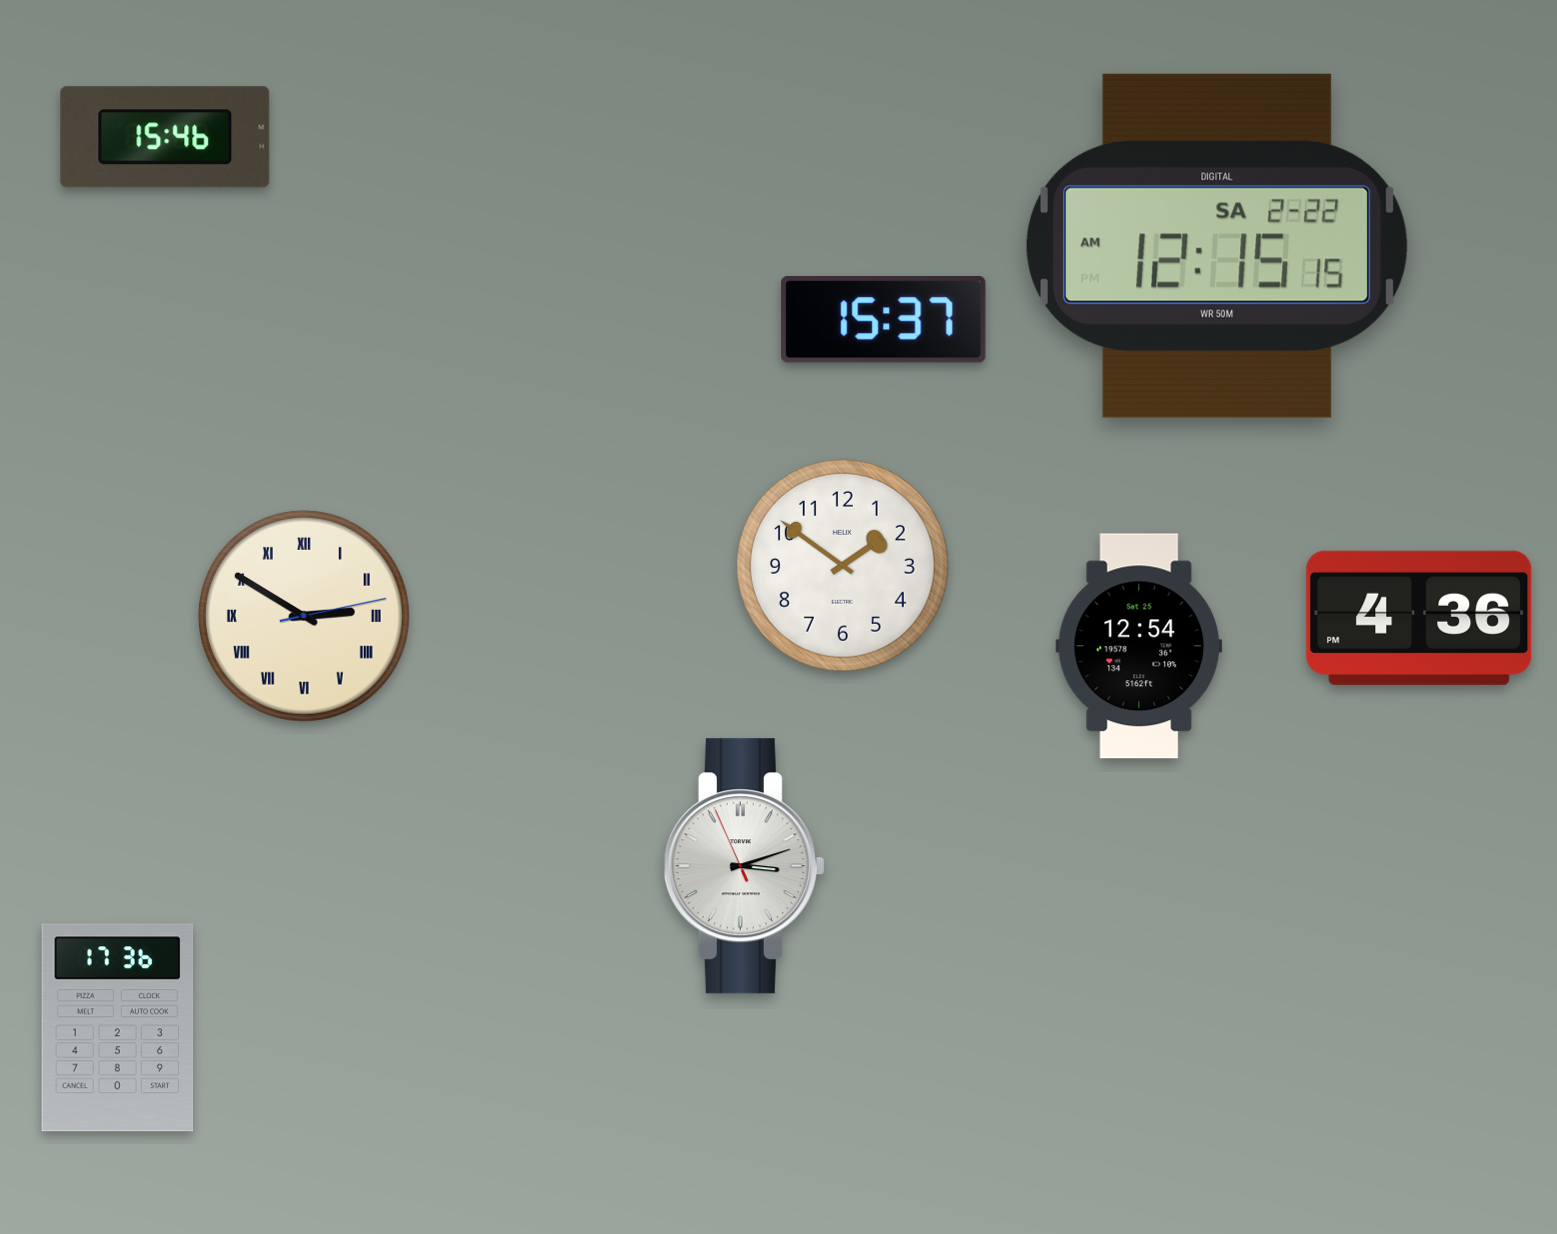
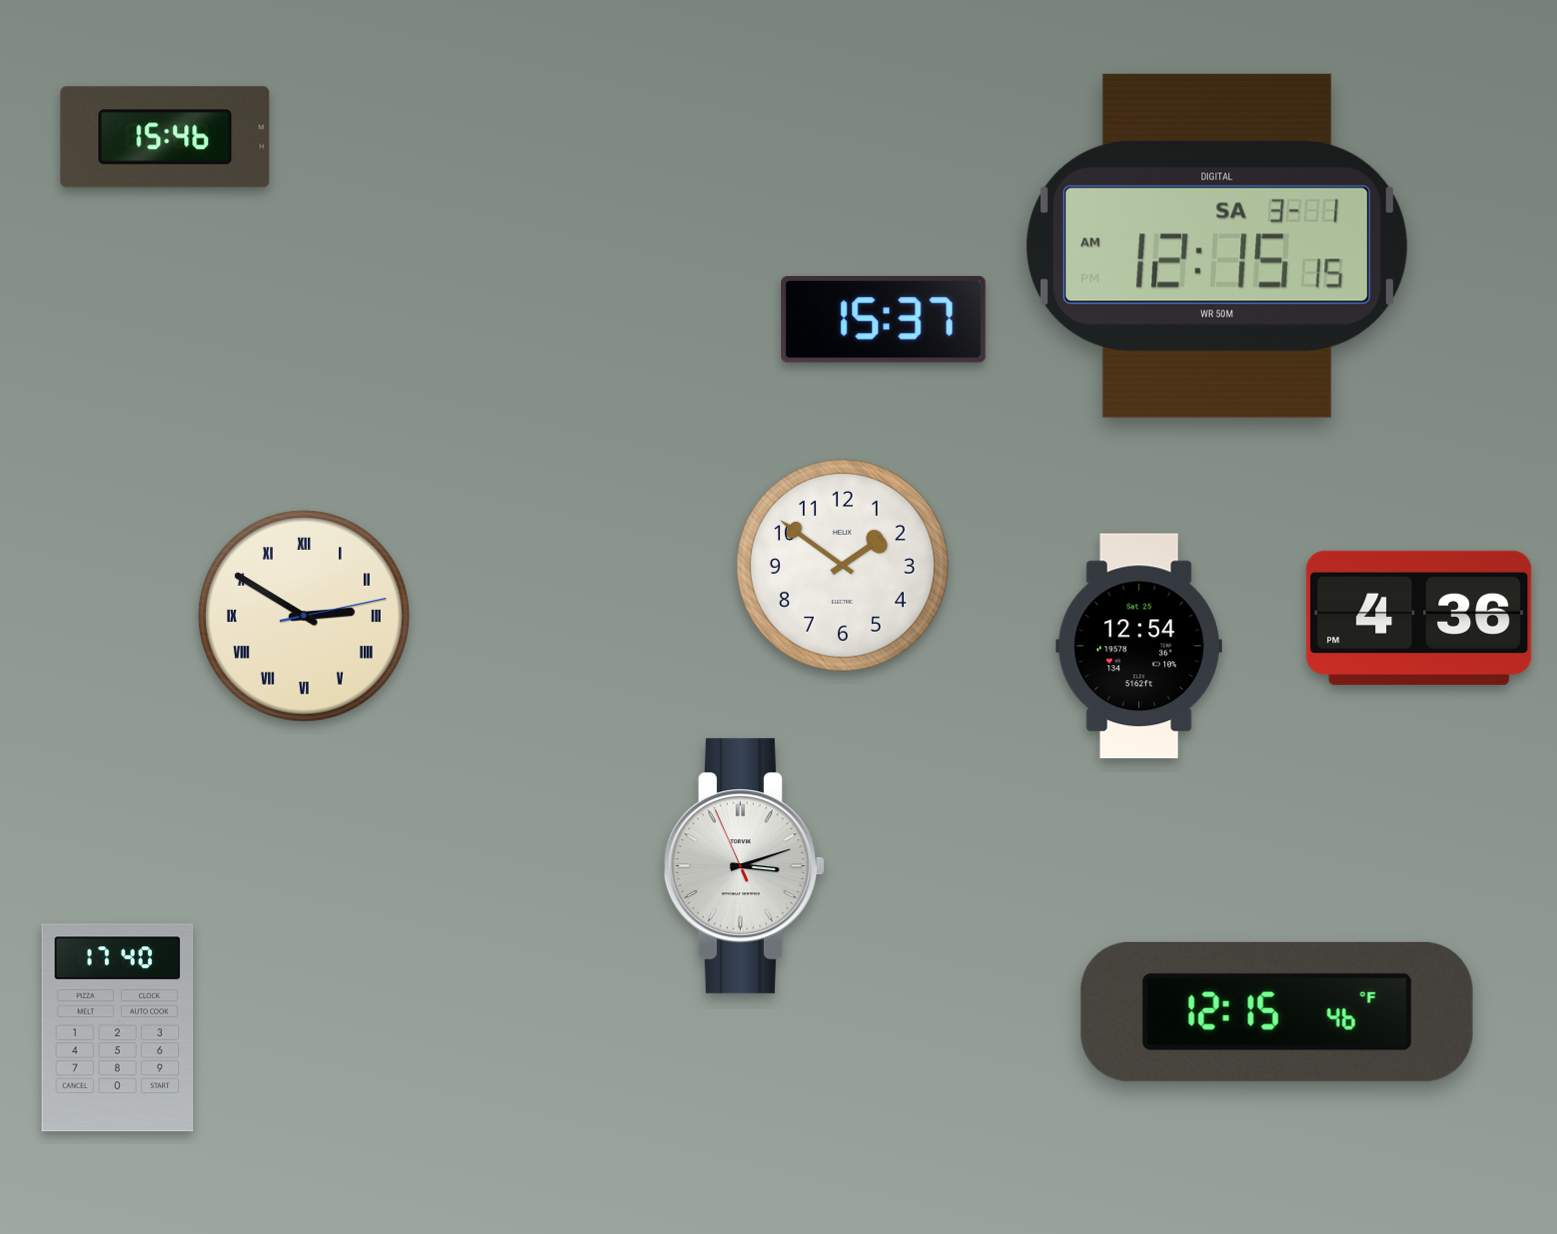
clock at (1217, 246) date: SA 2-22 -> SA 3-1
clock at (1277, 1012): none -> 12:15
clock at (118, 1028): 17:36 -> 17:40
